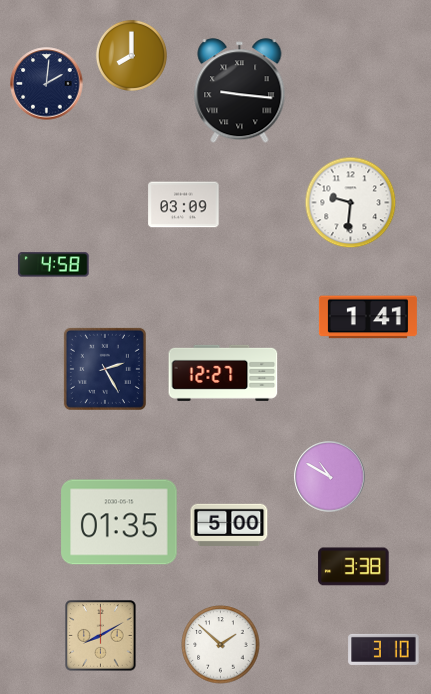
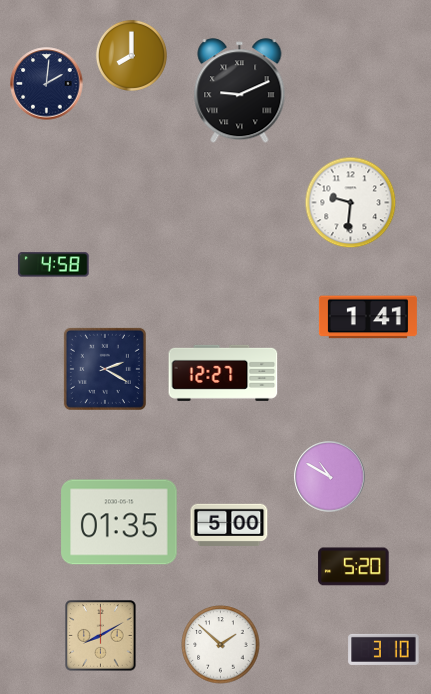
clock at (240, 91): 9:16 -> 9:11
clock at (184, 205): 03:09 -> none
clock at (105, 369): 2:25 -> 2:20
clock at (354, 567): 3:38 -> 5:20
